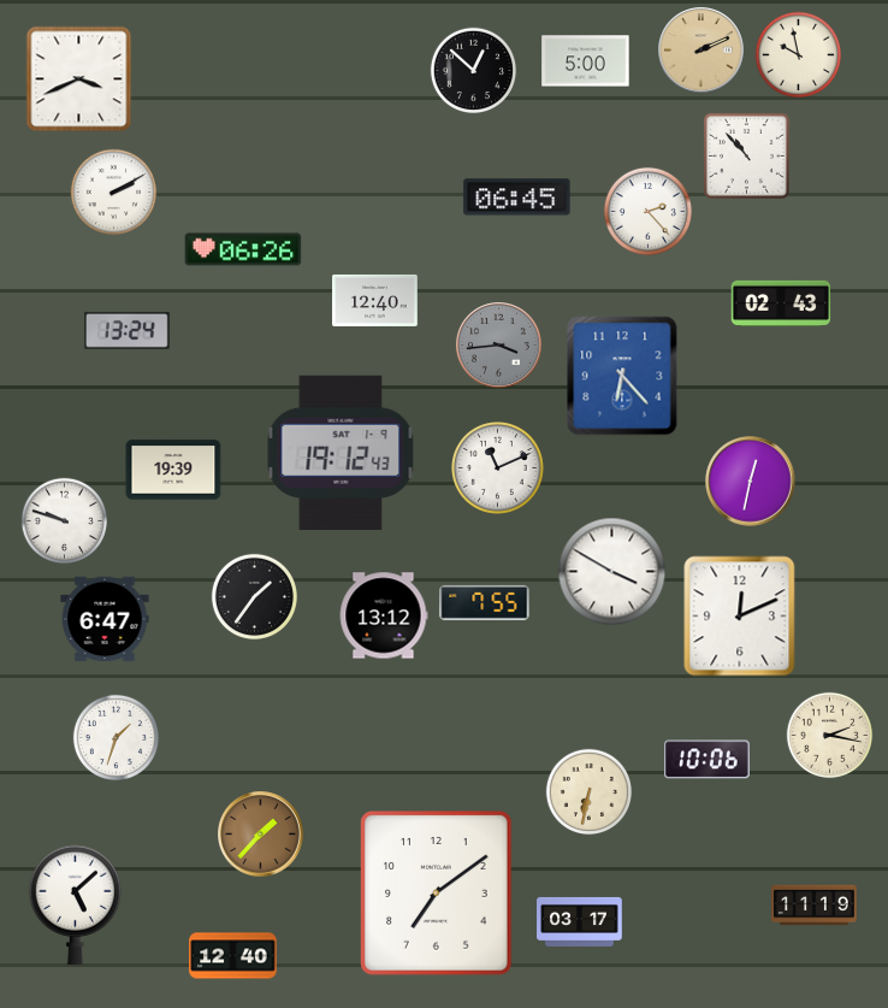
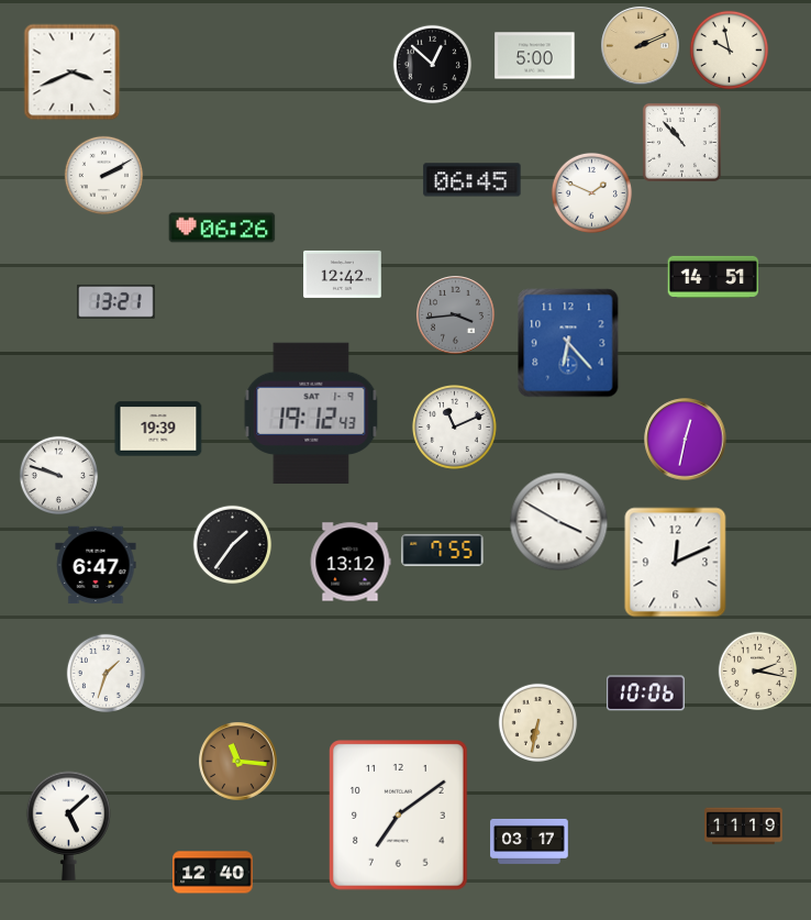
clock at (647, 211): 2:23 -> 1:49
clock at (375, 300): 12:40 -> 12:42
clock at (781, 303): 02:43 -> 14:51
clock at (128, 330): 13:24 -> 13:21
clock at (261, 835): 1:37 -> 11:16
